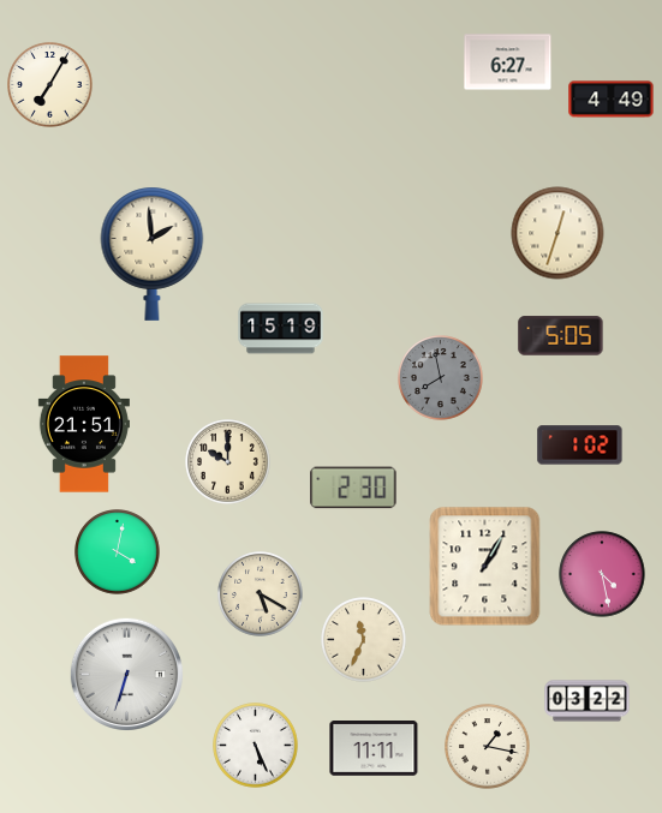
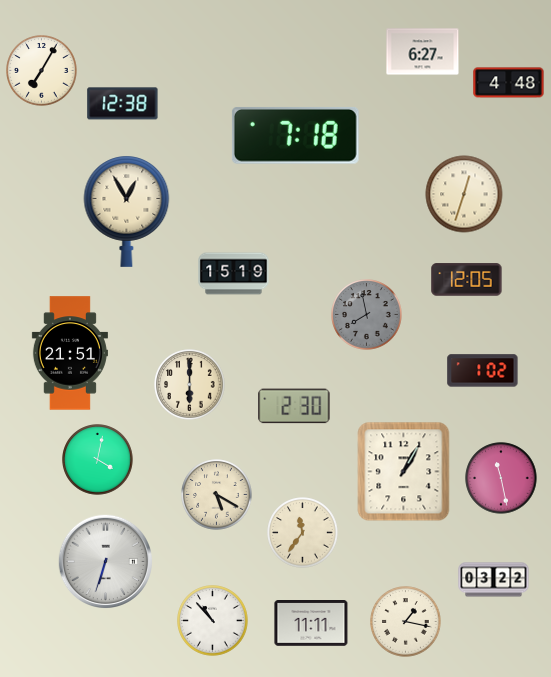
clock at (612, 100): 4:49 -> 4:48
clock at (123, 104): none -> 12:38
clock at (295, 135): none -> 7:18
clock at (153, 253): 1:59 -> 12:55
clock at (561, 336): 5:05 -> 12:05
clock at (228, 462): 10:00 -> 6:00
clock at (602, 574): 4:28 -> 11:28
clock at (364, 640): 11:34 -> 11:36
clock at (588, 701) position: (588, 701) -> (494, 580)
clock at (256, 746): 5:26 -> 10:53
